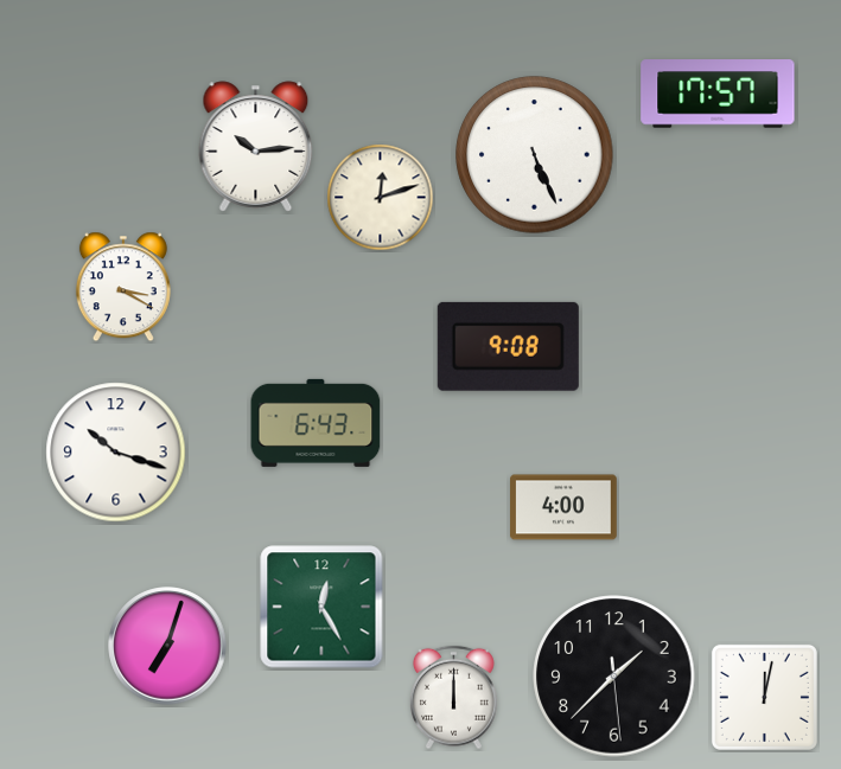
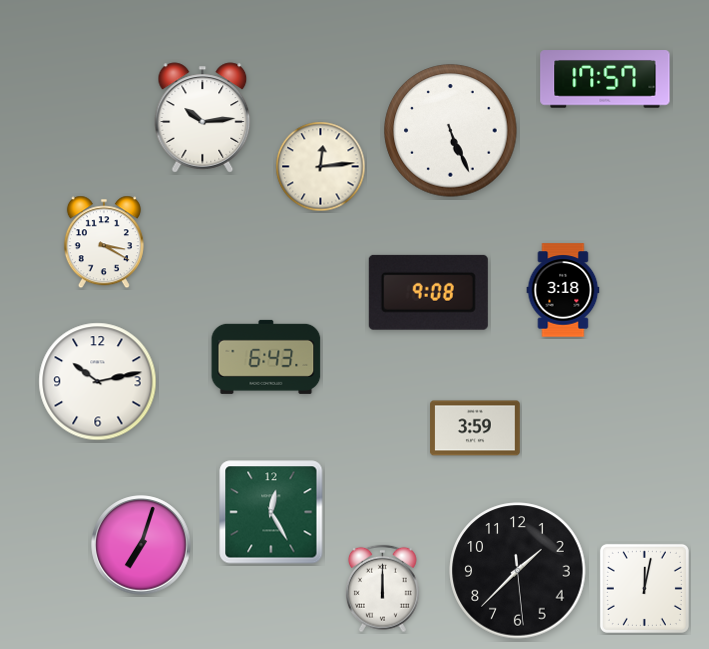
clock at (256, 147) position: (256, 147) -> (203, 118)
clock at (381, 198): 12:12 -> 12:14
clock at (563, 290): none -> 3:18
clock at (116, 453): 10:18 -> 10:13
clock at (563, 507): 4:00 -> 3:59
